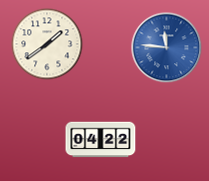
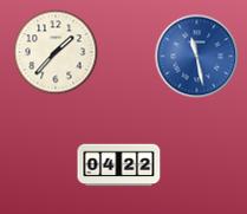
clock at (47, 44): 1:39 -> 1:37
clock at (167, 48): 11:46 -> 11:28
